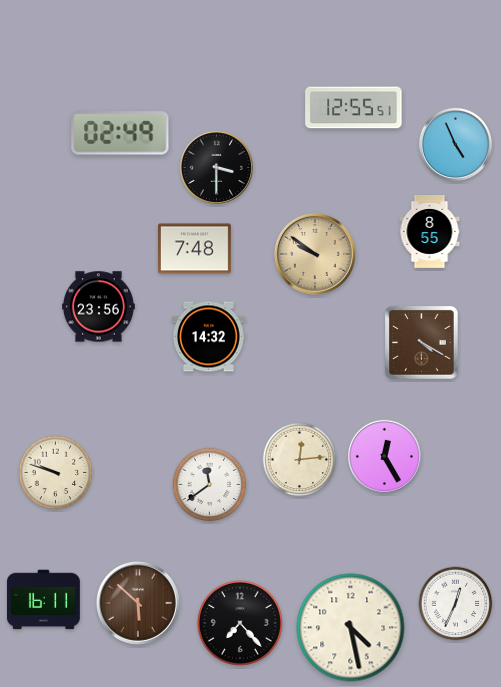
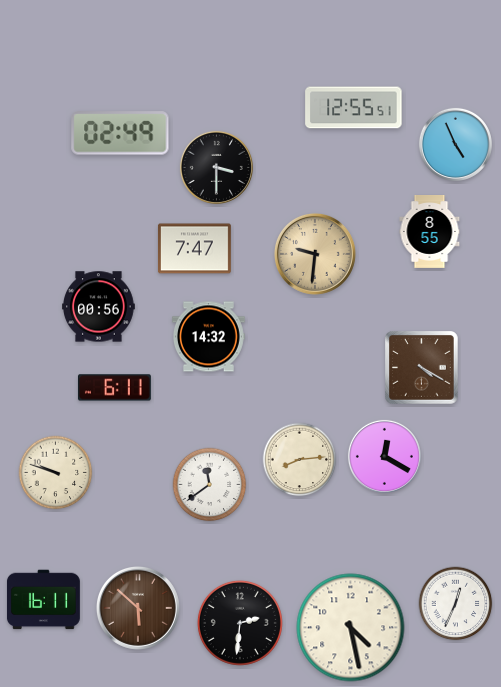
clock at (194, 249): 7:48 -> 7:47
clock at (315, 254): 9:51 -> 9:31
clock at (99, 307): 23:56 -> 00:56
clock at (422, 343) position: (422, 343) -> (422, 368)
clock at (114, 388): none -> 6:11
clock at (384, 456): 12:25 -> 12:20
clock at (300, 460): 12:14 -> 8:14
clock at (138, 603) position: (138, 603) -> (138, 608)
clock at (240, 623): 7:23 -> 2:31
